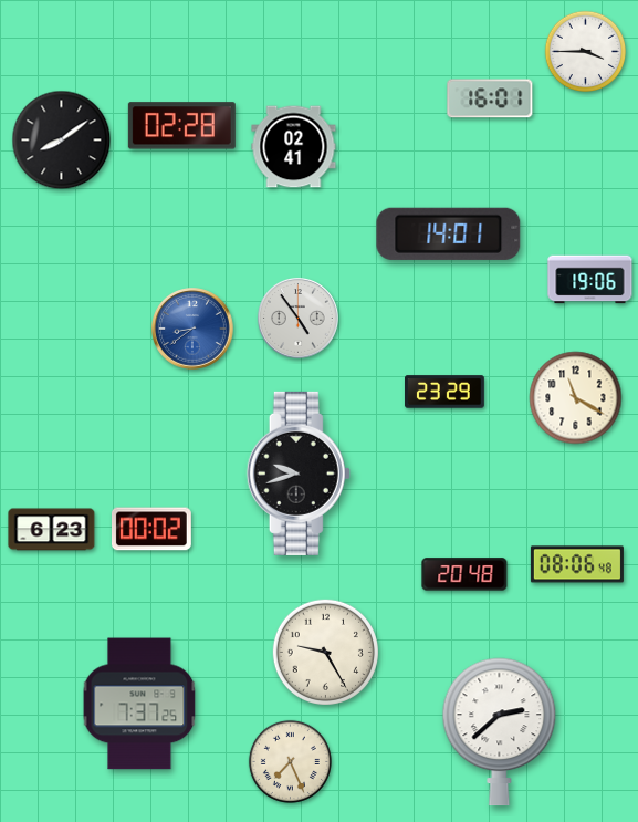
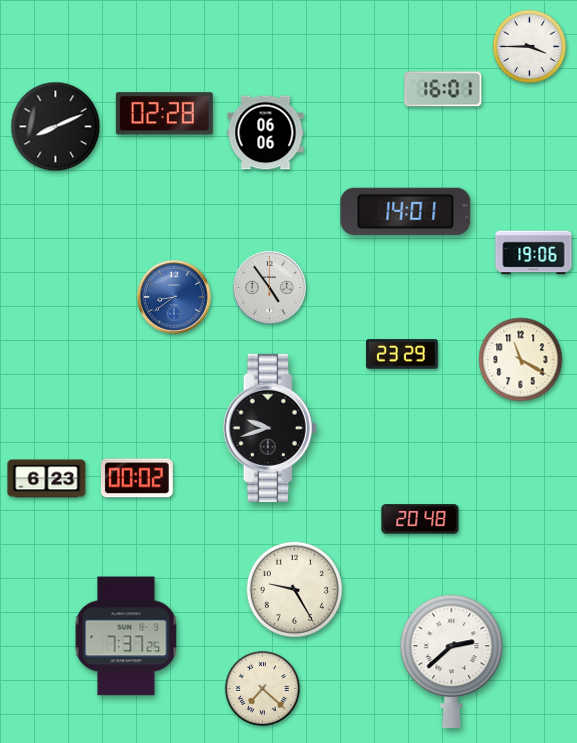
clock at (62, 141): 8:09 -> 8:11
clock at (294, 147): 02:41 -> 06:06
clock at (577, 564): 08:06 -> none
clock at (290, 761): 7:26 -> 7:22
